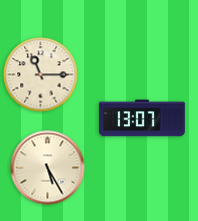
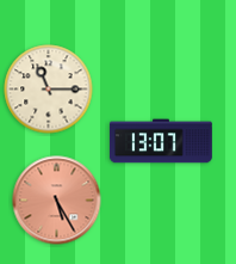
clock at (142, 118) position: (142, 118) -> (161, 141)
clock at (48, 168) dial: cream -> salmon
